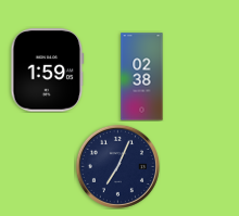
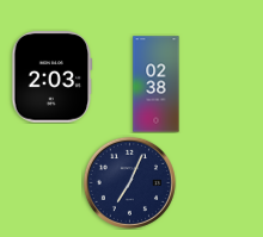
clock at (48, 71): 1:59 -> 2:03
